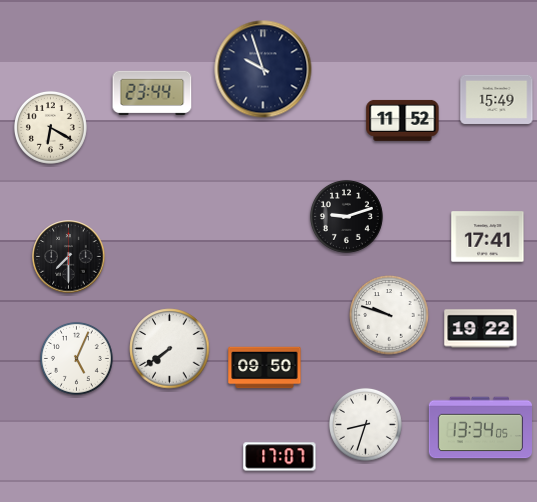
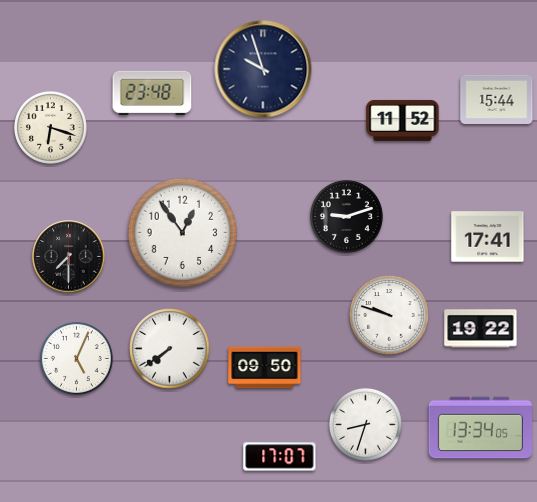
clock at (152, 93): 23:44 -> 23:48
clock at (497, 99): 15:49 -> 15:44
clock at (50, 127): 6:20 -> 6:18
clock at (183, 233): none -> 12:54
